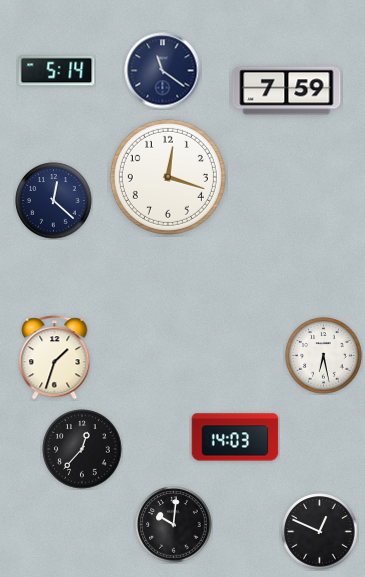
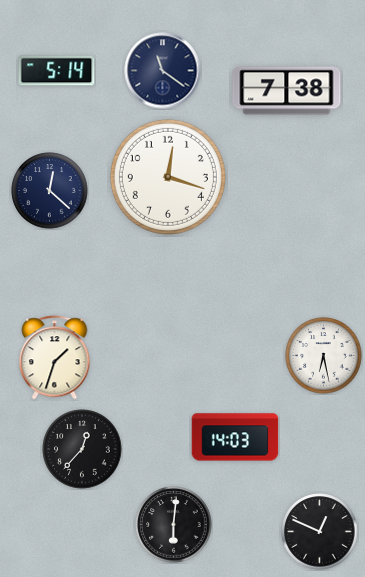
clock at (287, 91): 7:59 -> 7:38
clock at (54, 201) position: (54, 201) -> (50, 191)
clock at (174, 525): 10:01 -> 6:01
